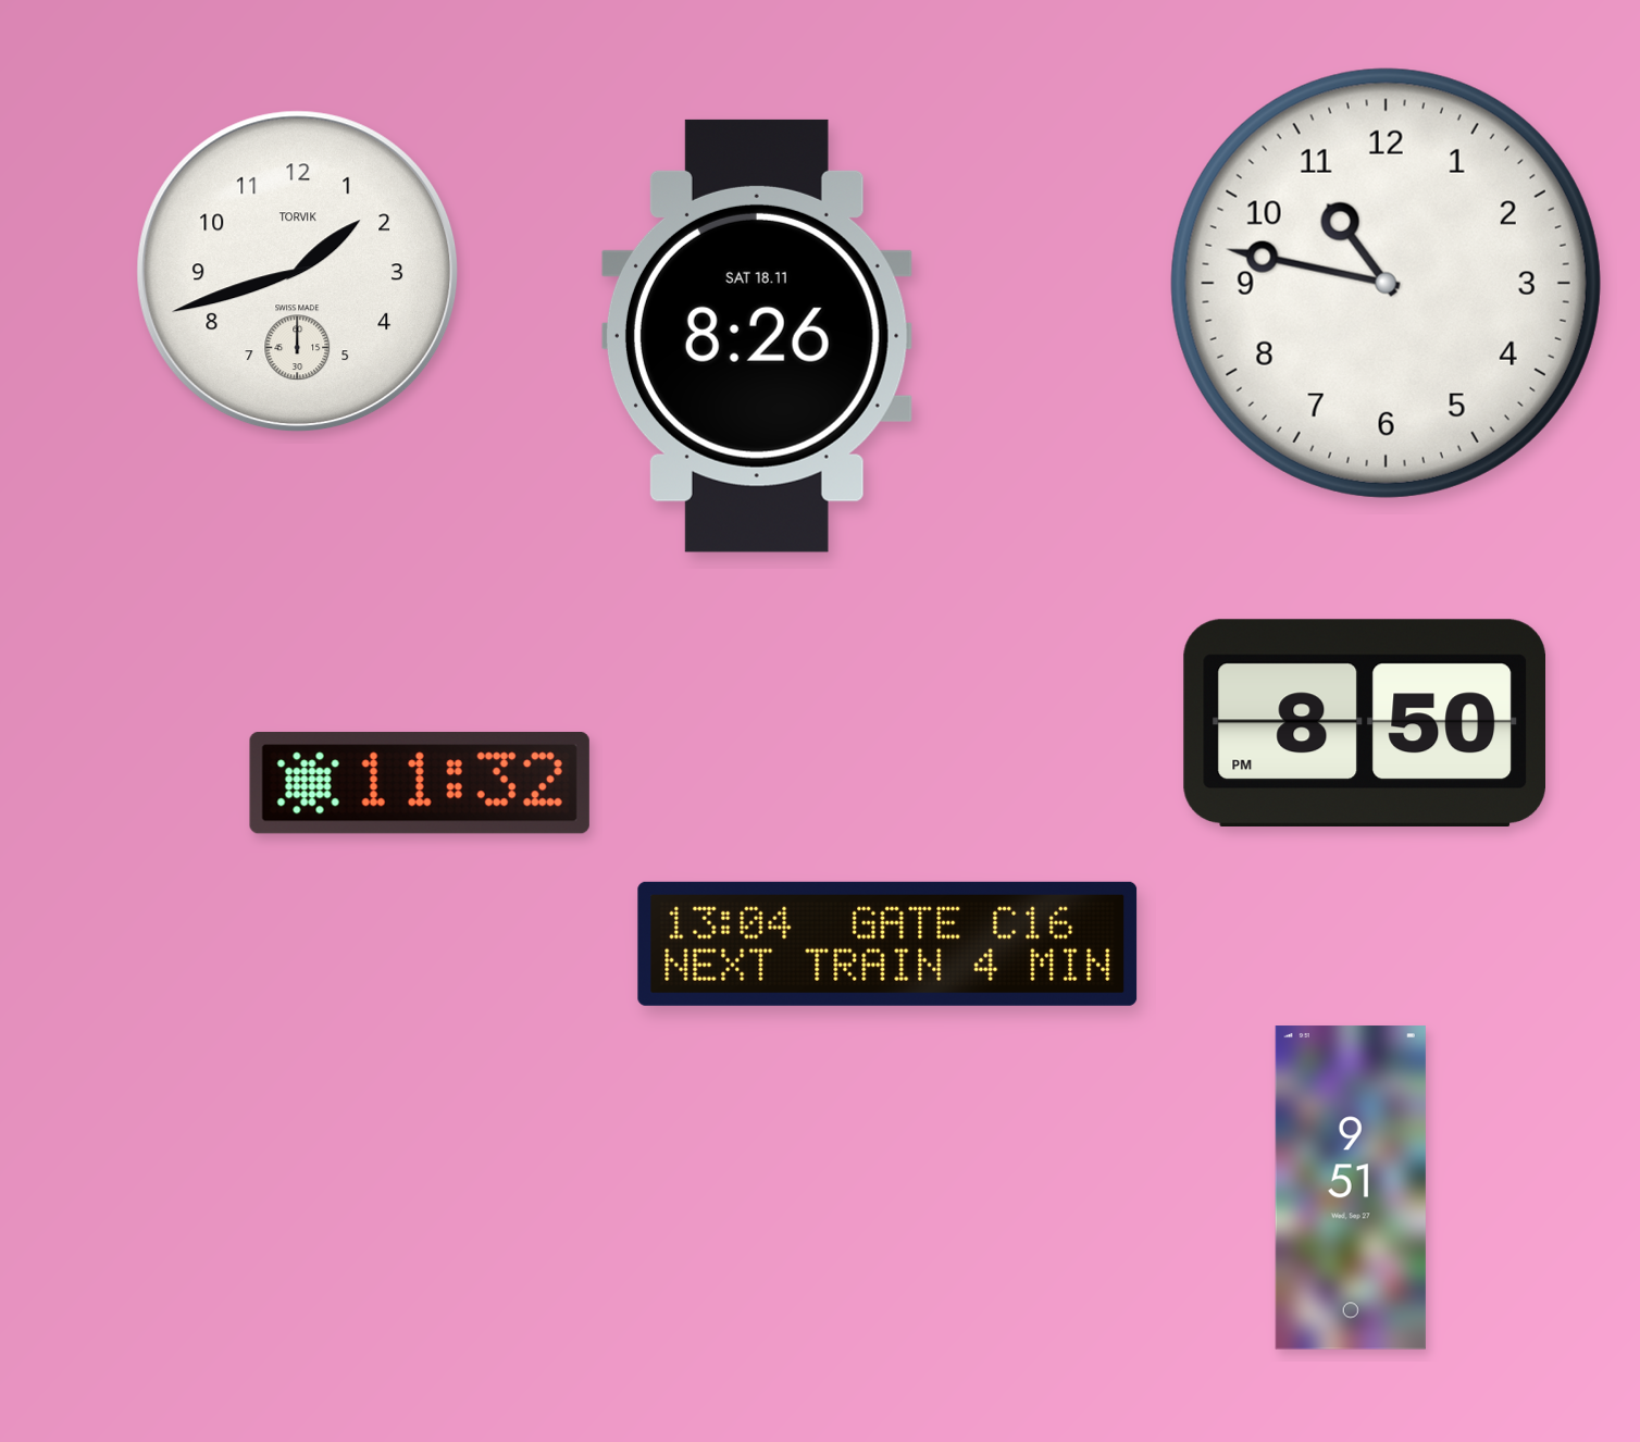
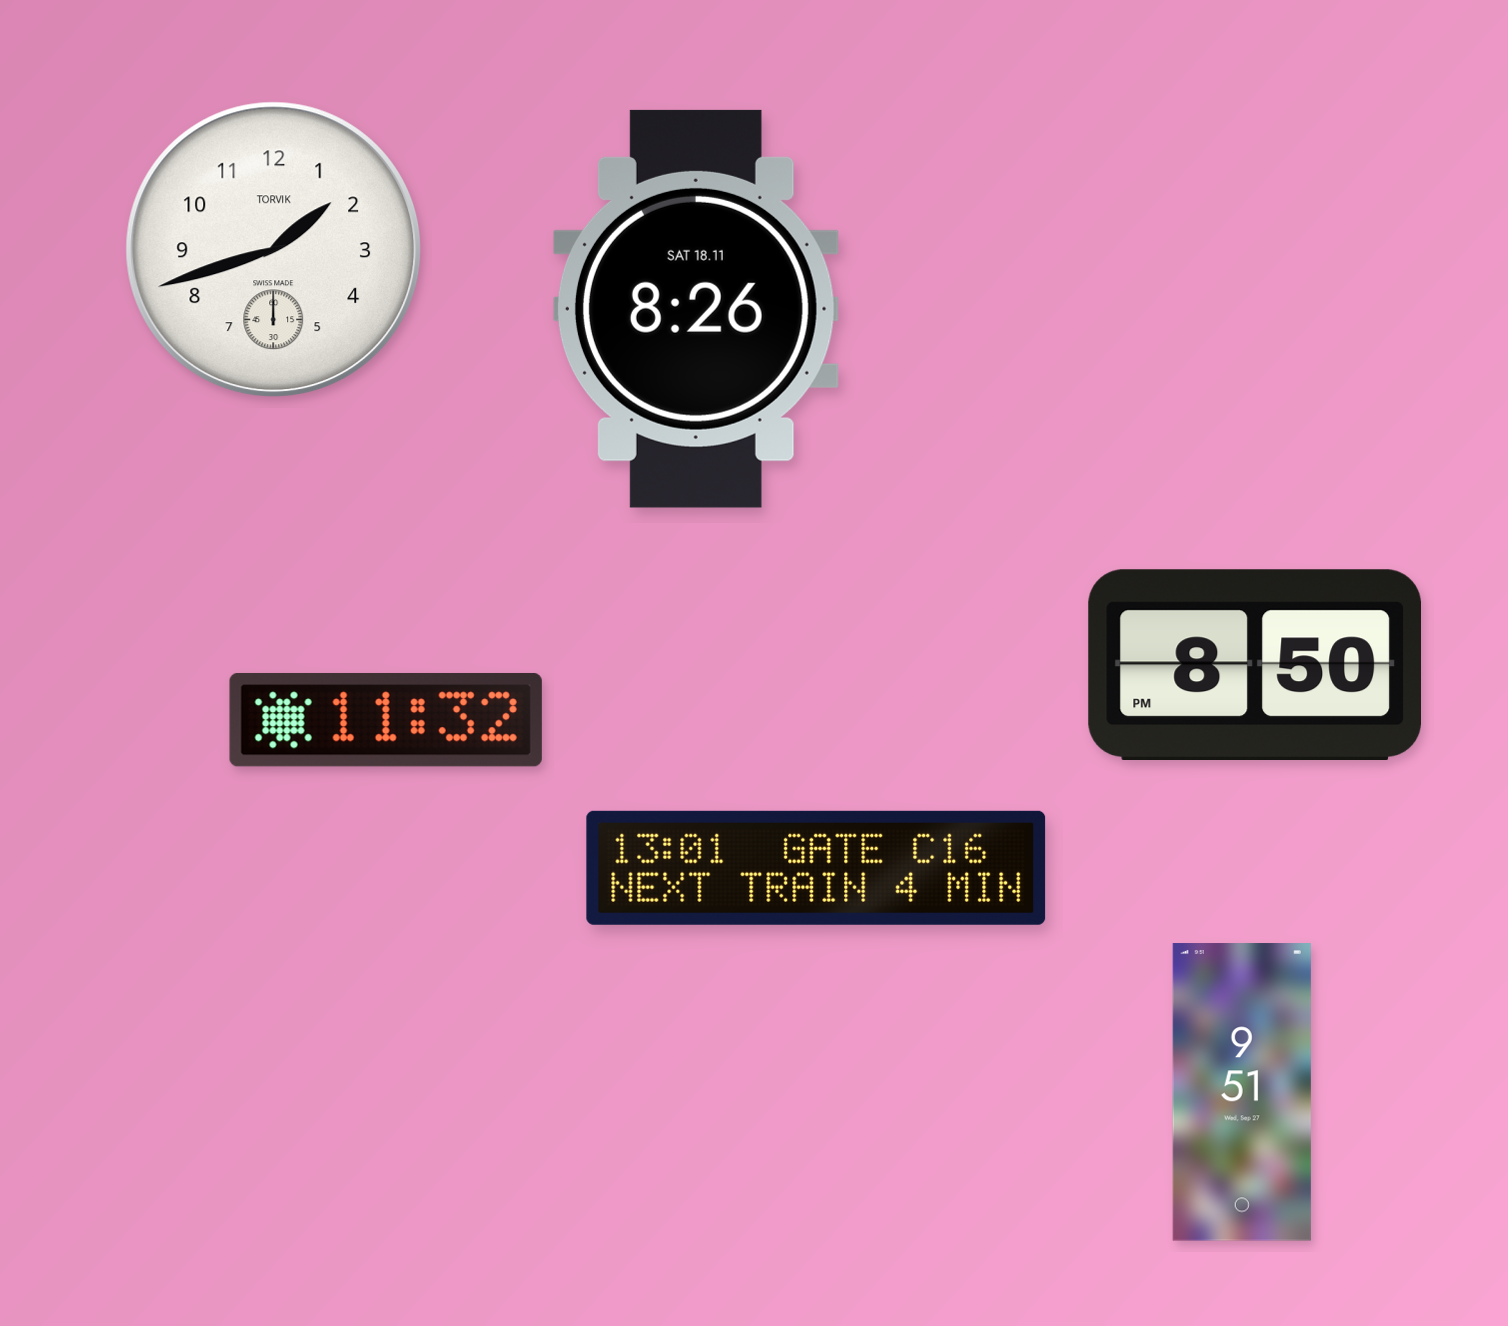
clock at (1386, 283): 10:47 -> none
clock at (887, 944): 13:04 -> 13:01
